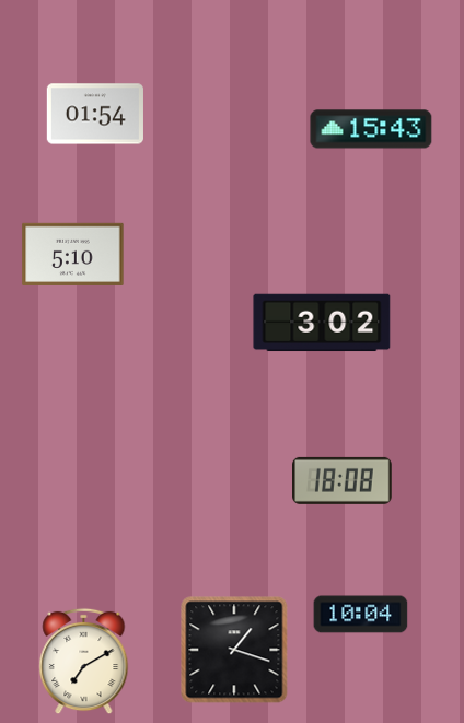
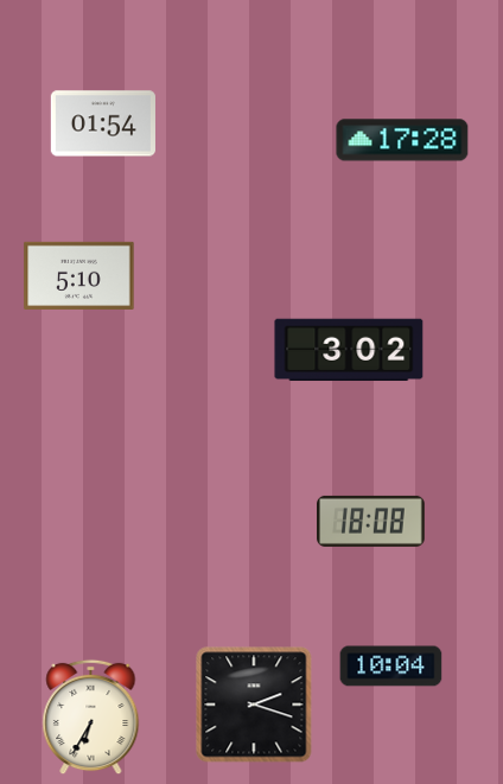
clock at (371, 129): 15:43 -> 17:28
clock at (234, 650): 1:18 -> 2:18
clock at (84, 662): 7:10 -> 6:35
